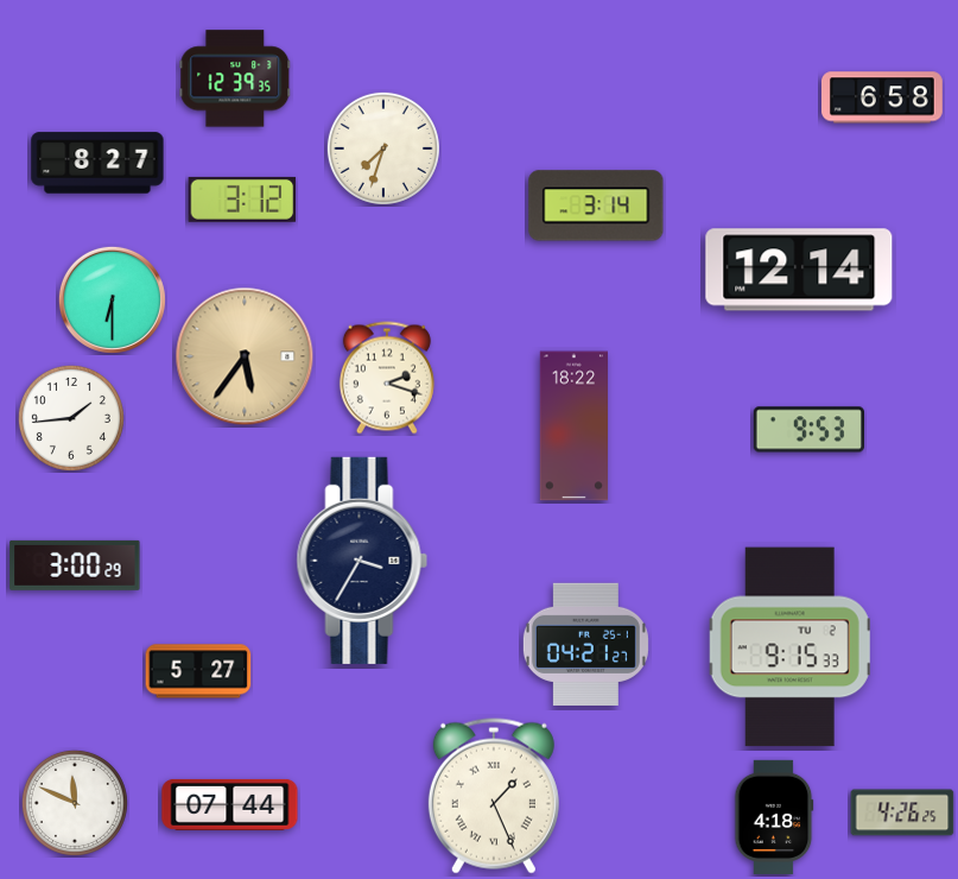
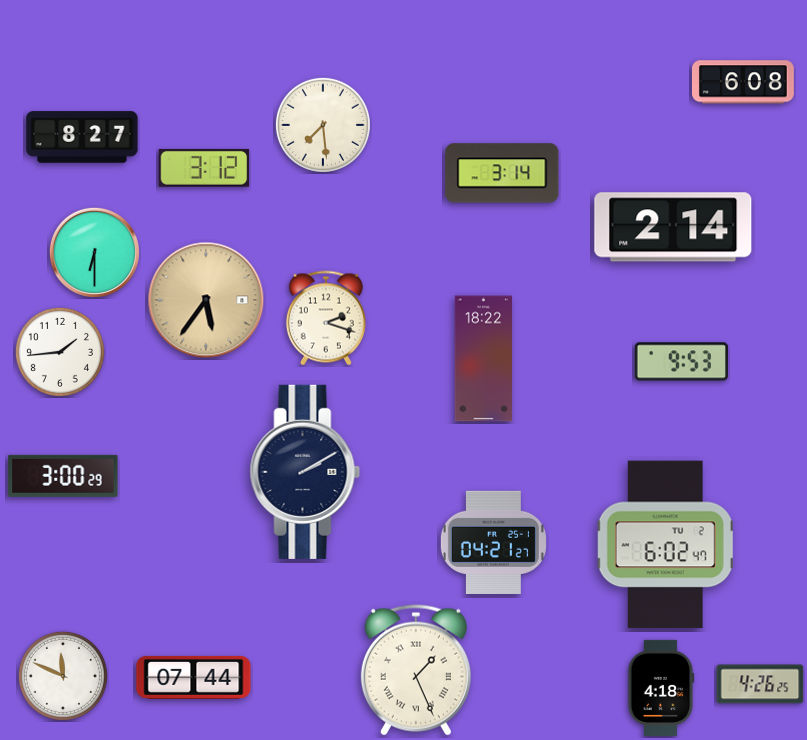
clock at (235, 78): 12:39 -> none
clock at (882, 97): 6:58 -> 6:08
clock at (383, 148): 7:33 -> 7:29
clock at (799, 270): 12:14 -> 2:14
clock at (362, 561): 3:35 -> 2:10
clock at (789, 647): 9:15 -> 6:02
clock at (198, 671): 5:27 -> none
clock at (774, 817) position: (774, 817) -> (661, 688)
